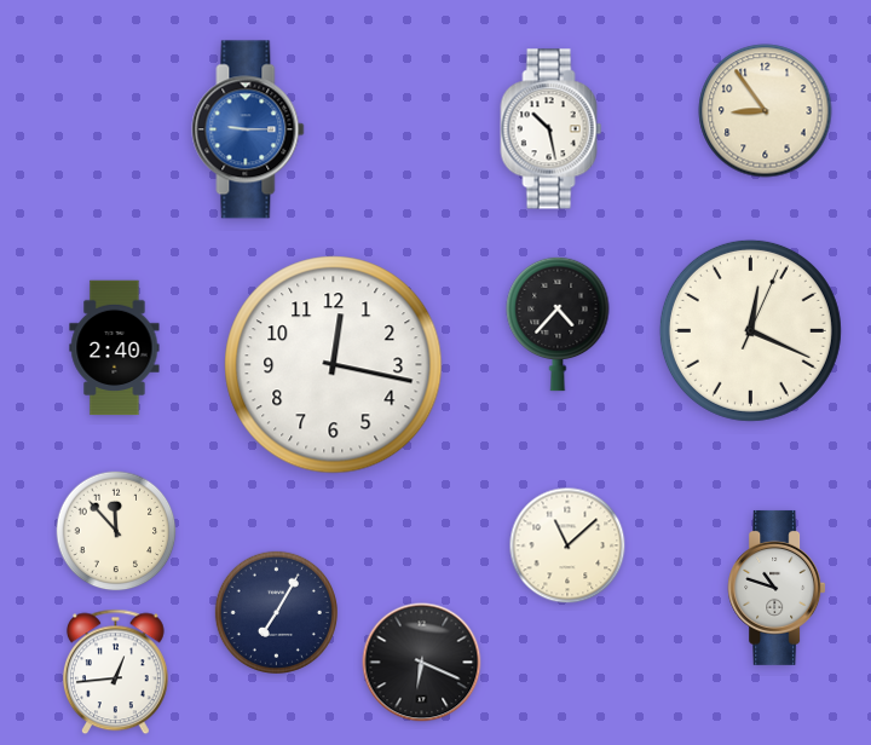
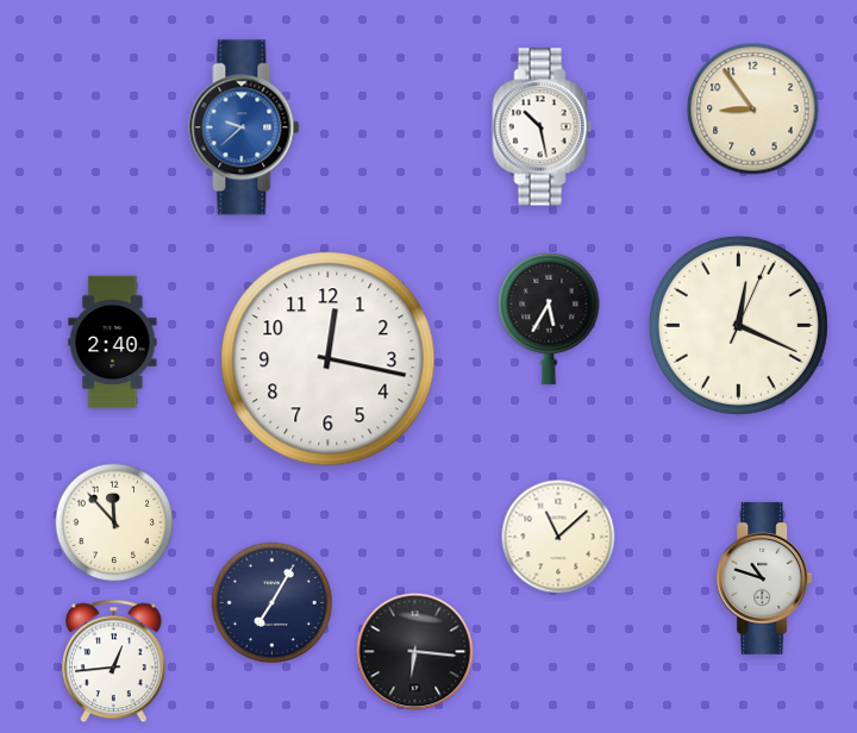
clock at (248, 129): 9:15 -> 9:38
clock at (558, 324): 4:37 -> 5:35
clock at (422, 663): 6:19 -> 6:16
